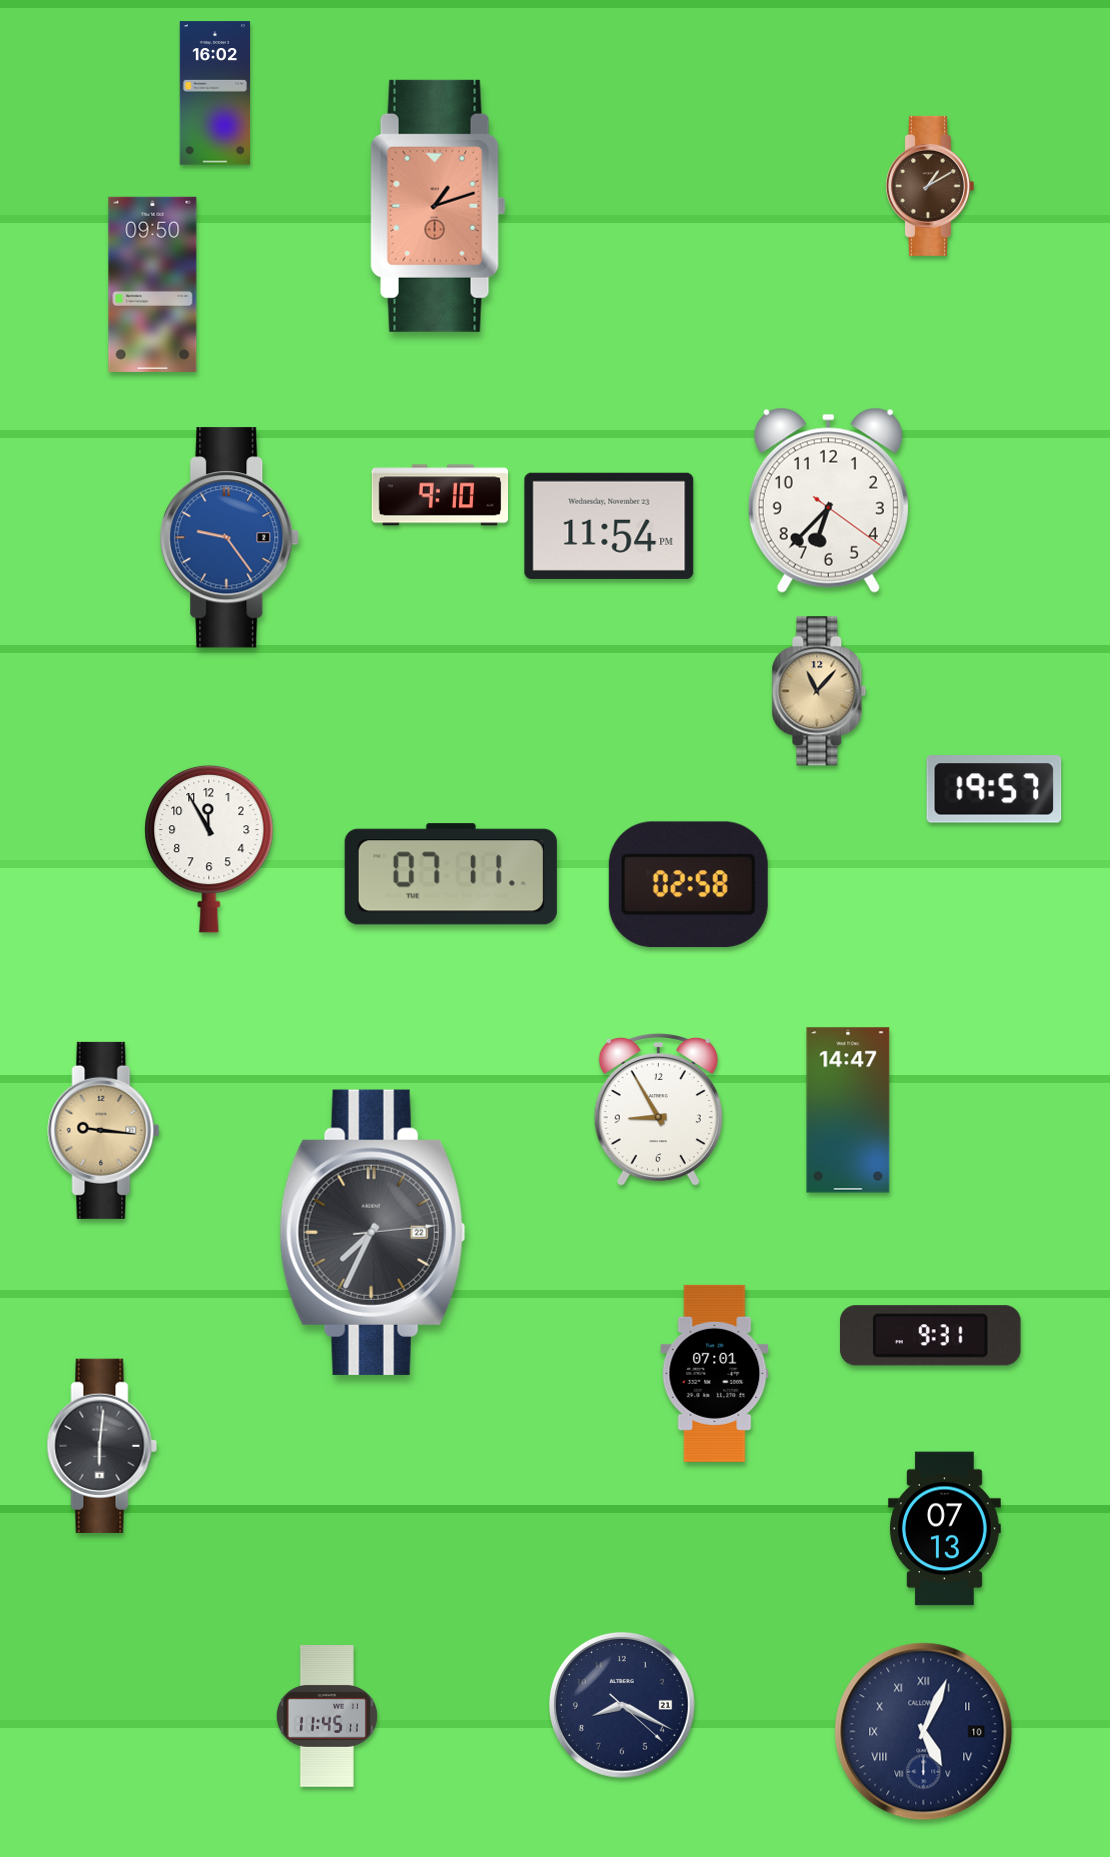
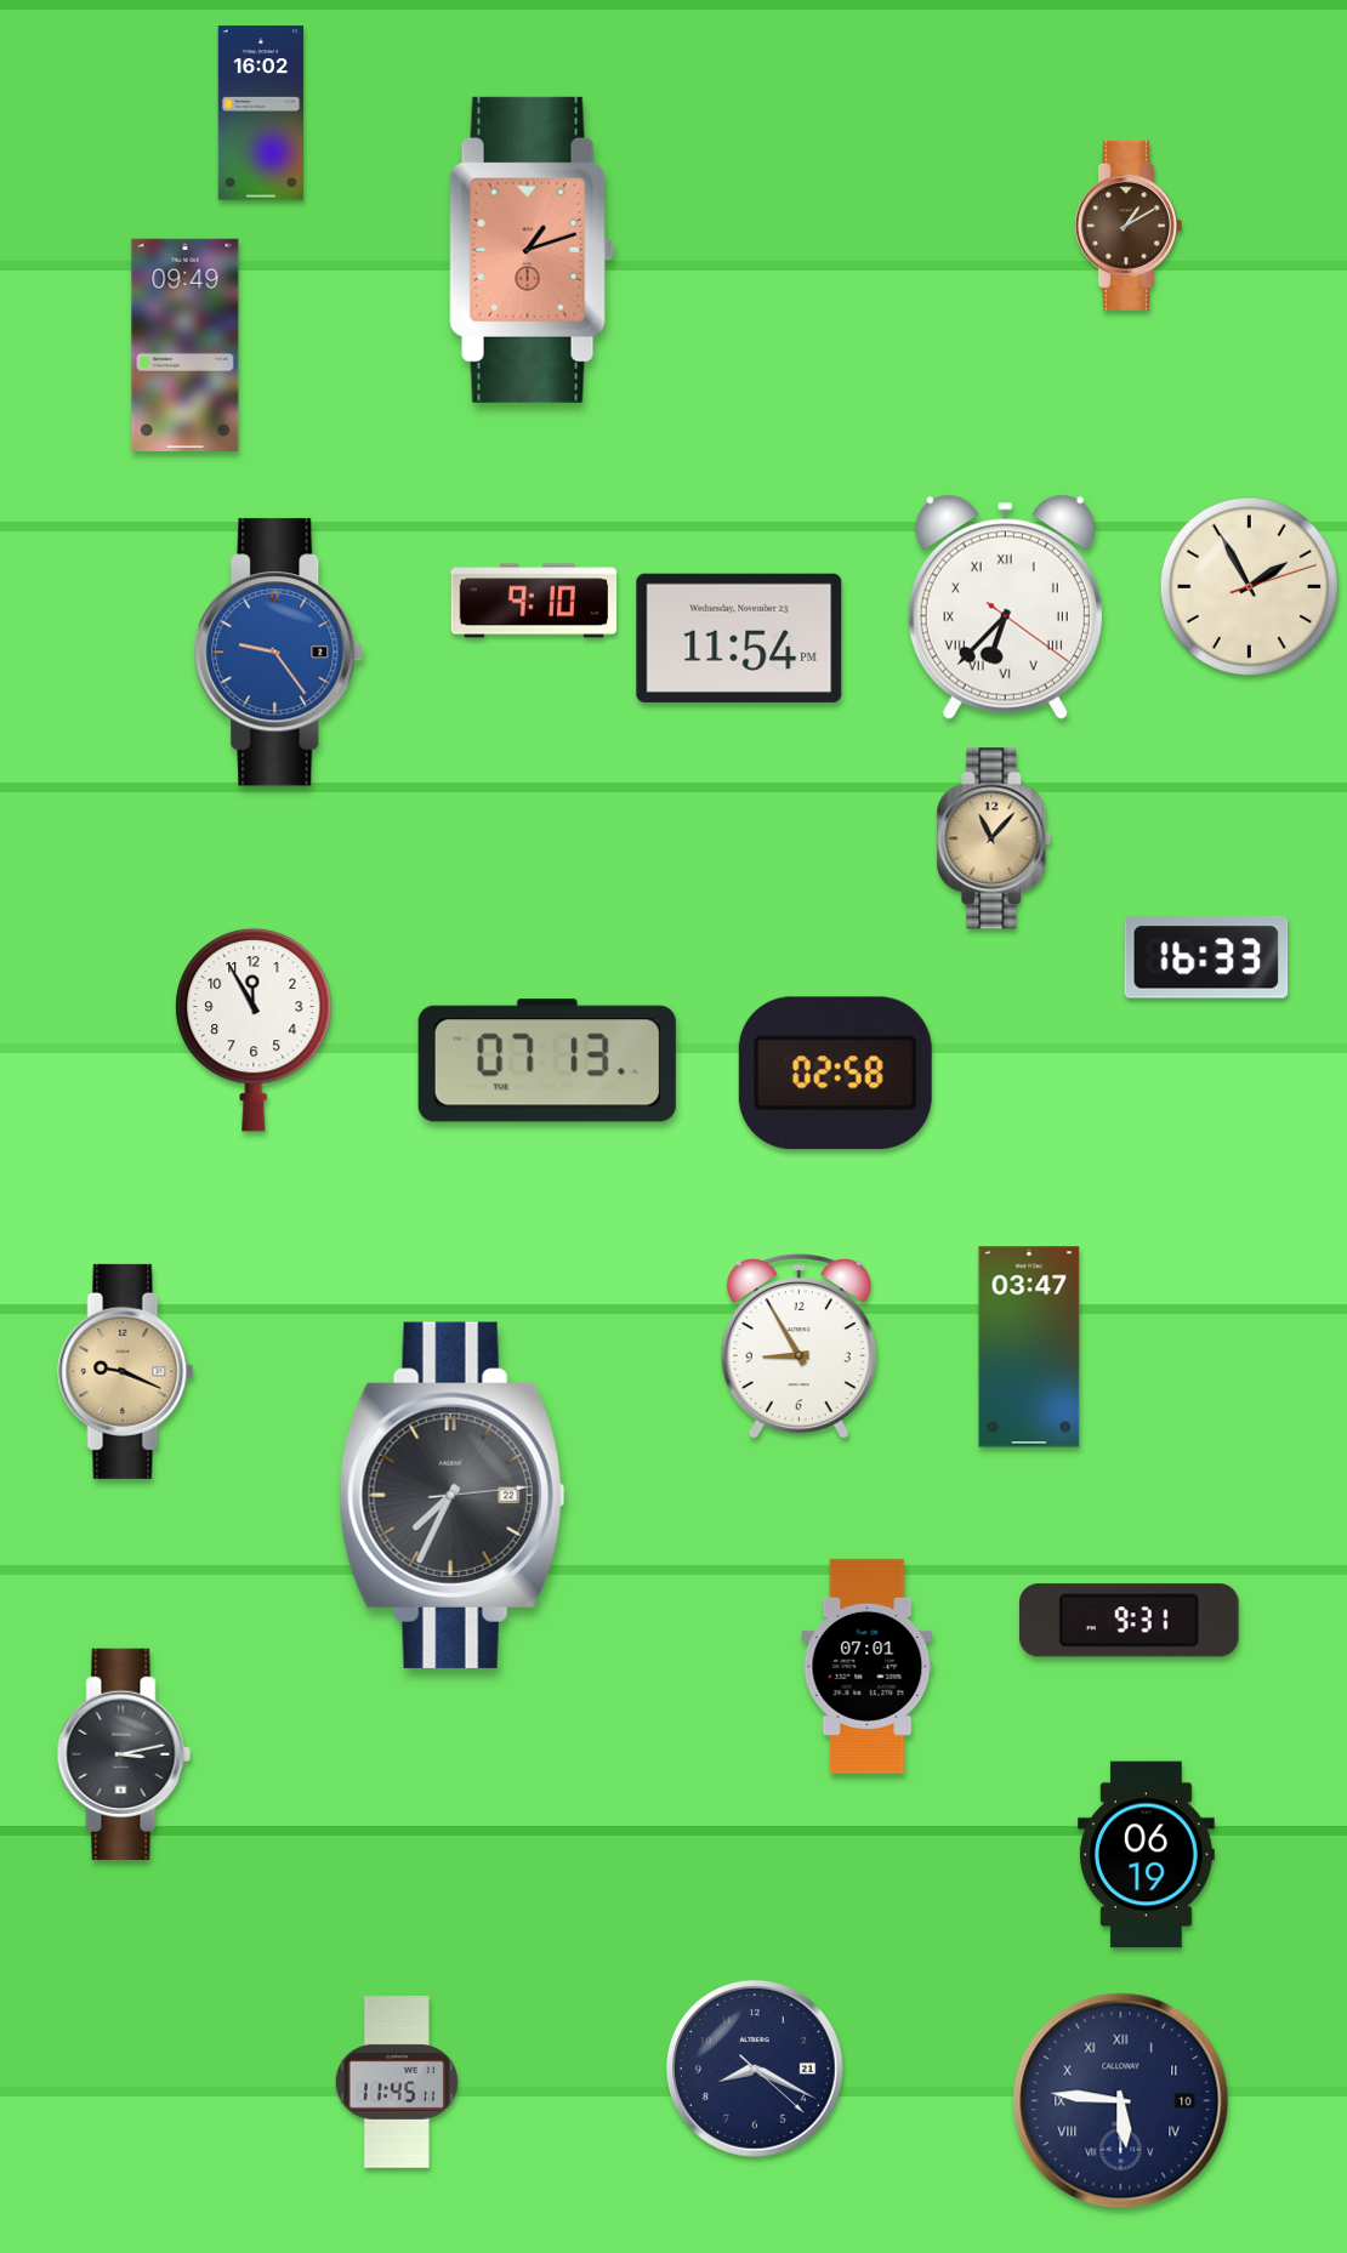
clock at (153, 284): 09:50 -> 09:49
clock at (1250, 587): none -> 1:55
clock at (828, 500) numerals: Arabic -> Roman
clock at (994, 789): 19:57 -> 16:33
clock at (451, 874): 07:11 -> 07:13
clock at (848, 1110): 14:47 -> 03:47
clock at (104, 1130): 9:16 -> 9:19
clock at (102, 1446): 6:01 -> 3:13
clock at (944, 1529): 07:13 -> 06:19
clock at (924, 1732): 5:04 -> 5:46
